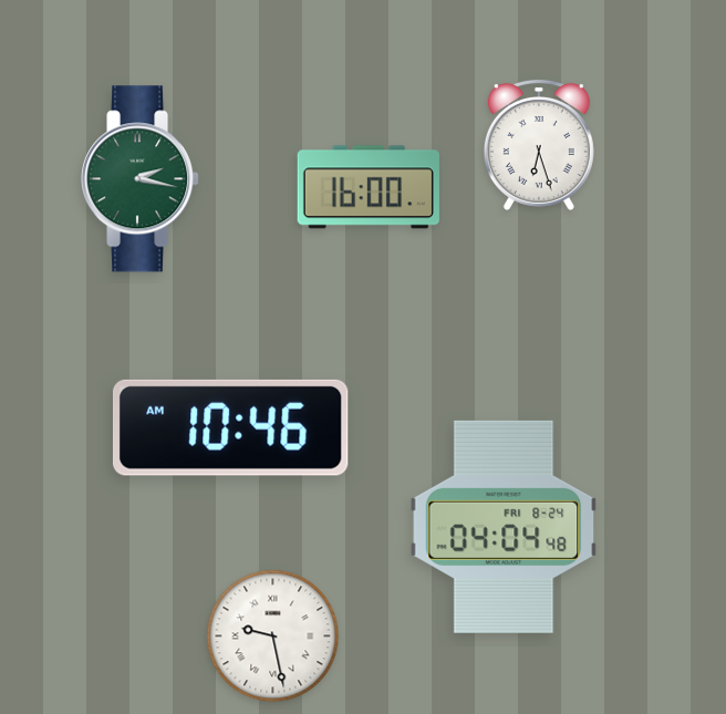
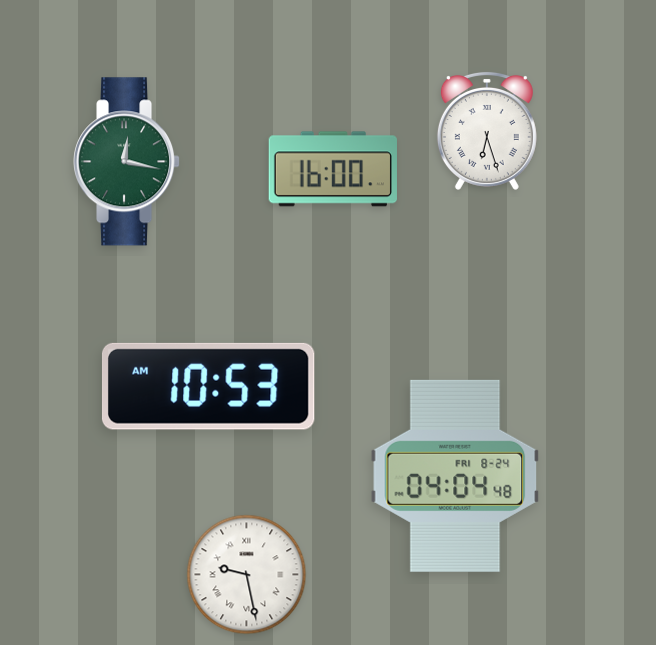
clock at (142, 179): 2:17 -> 12:17
clock at (230, 427): 10:46 -> 10:53
